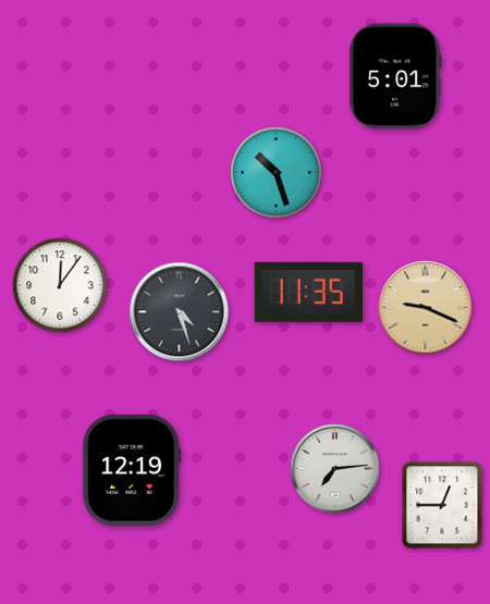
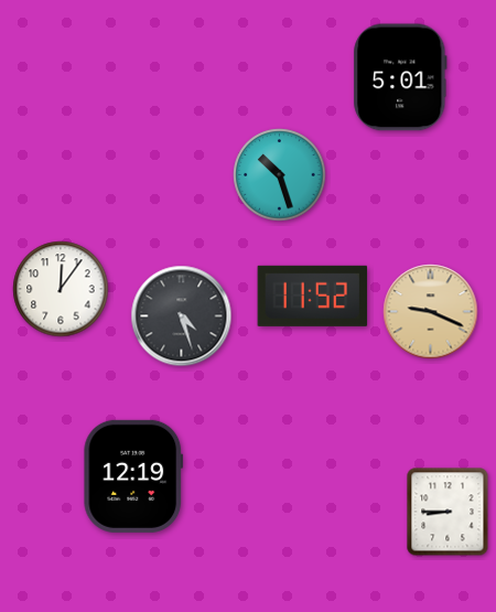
clock at (309, 292): 11:35 -> 11:52
clock at (335, 469): 7:14 -> none
clock at (442, 505): 12:45 -> 8:45
